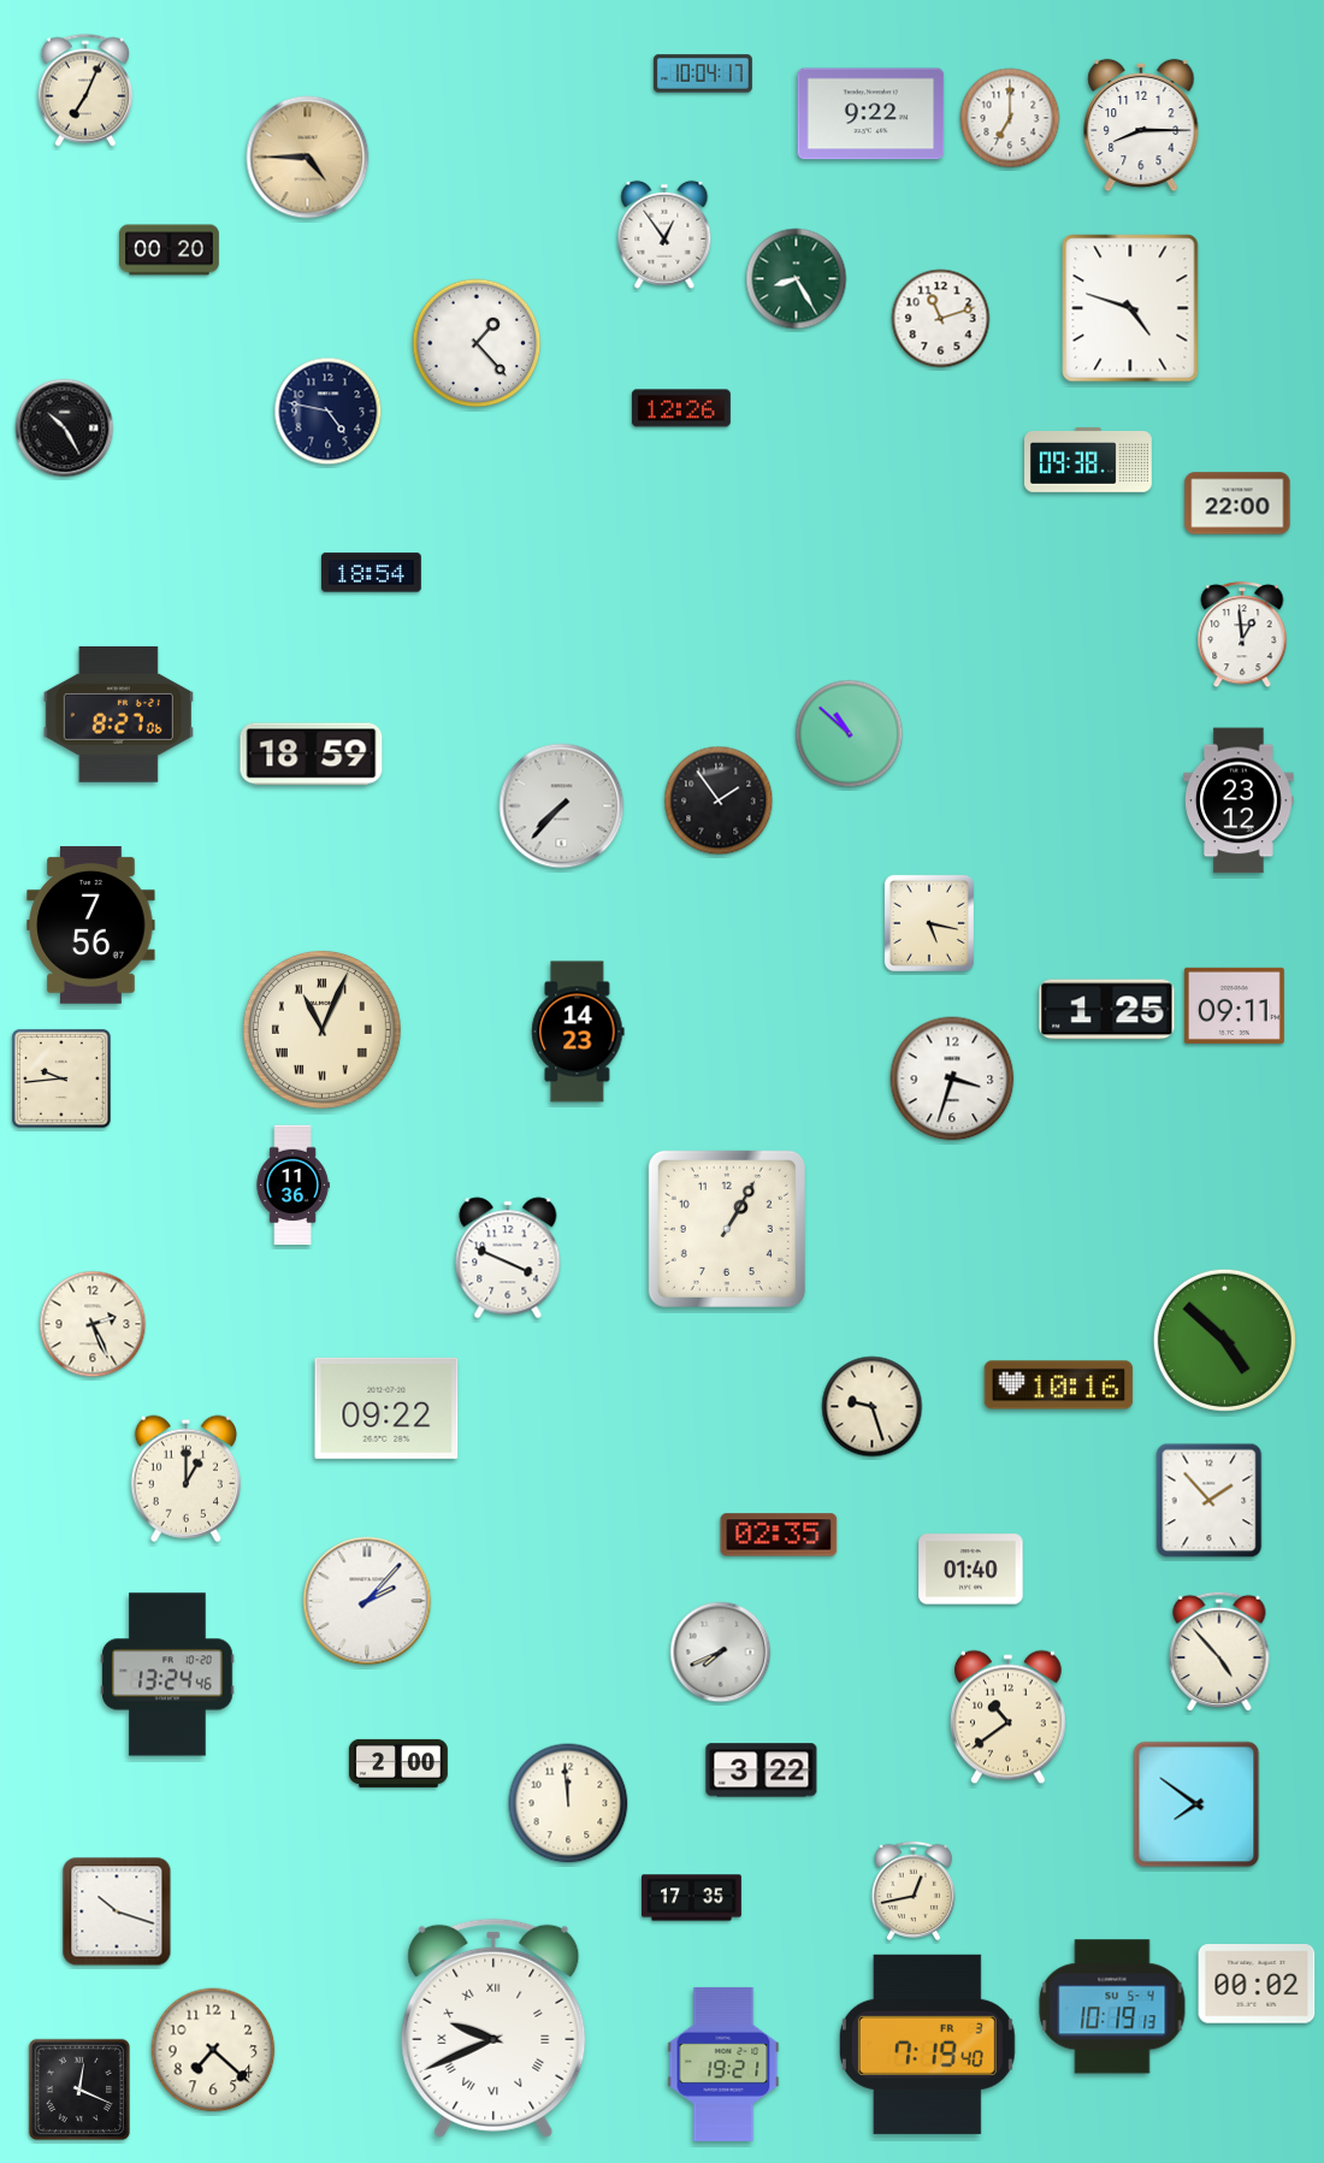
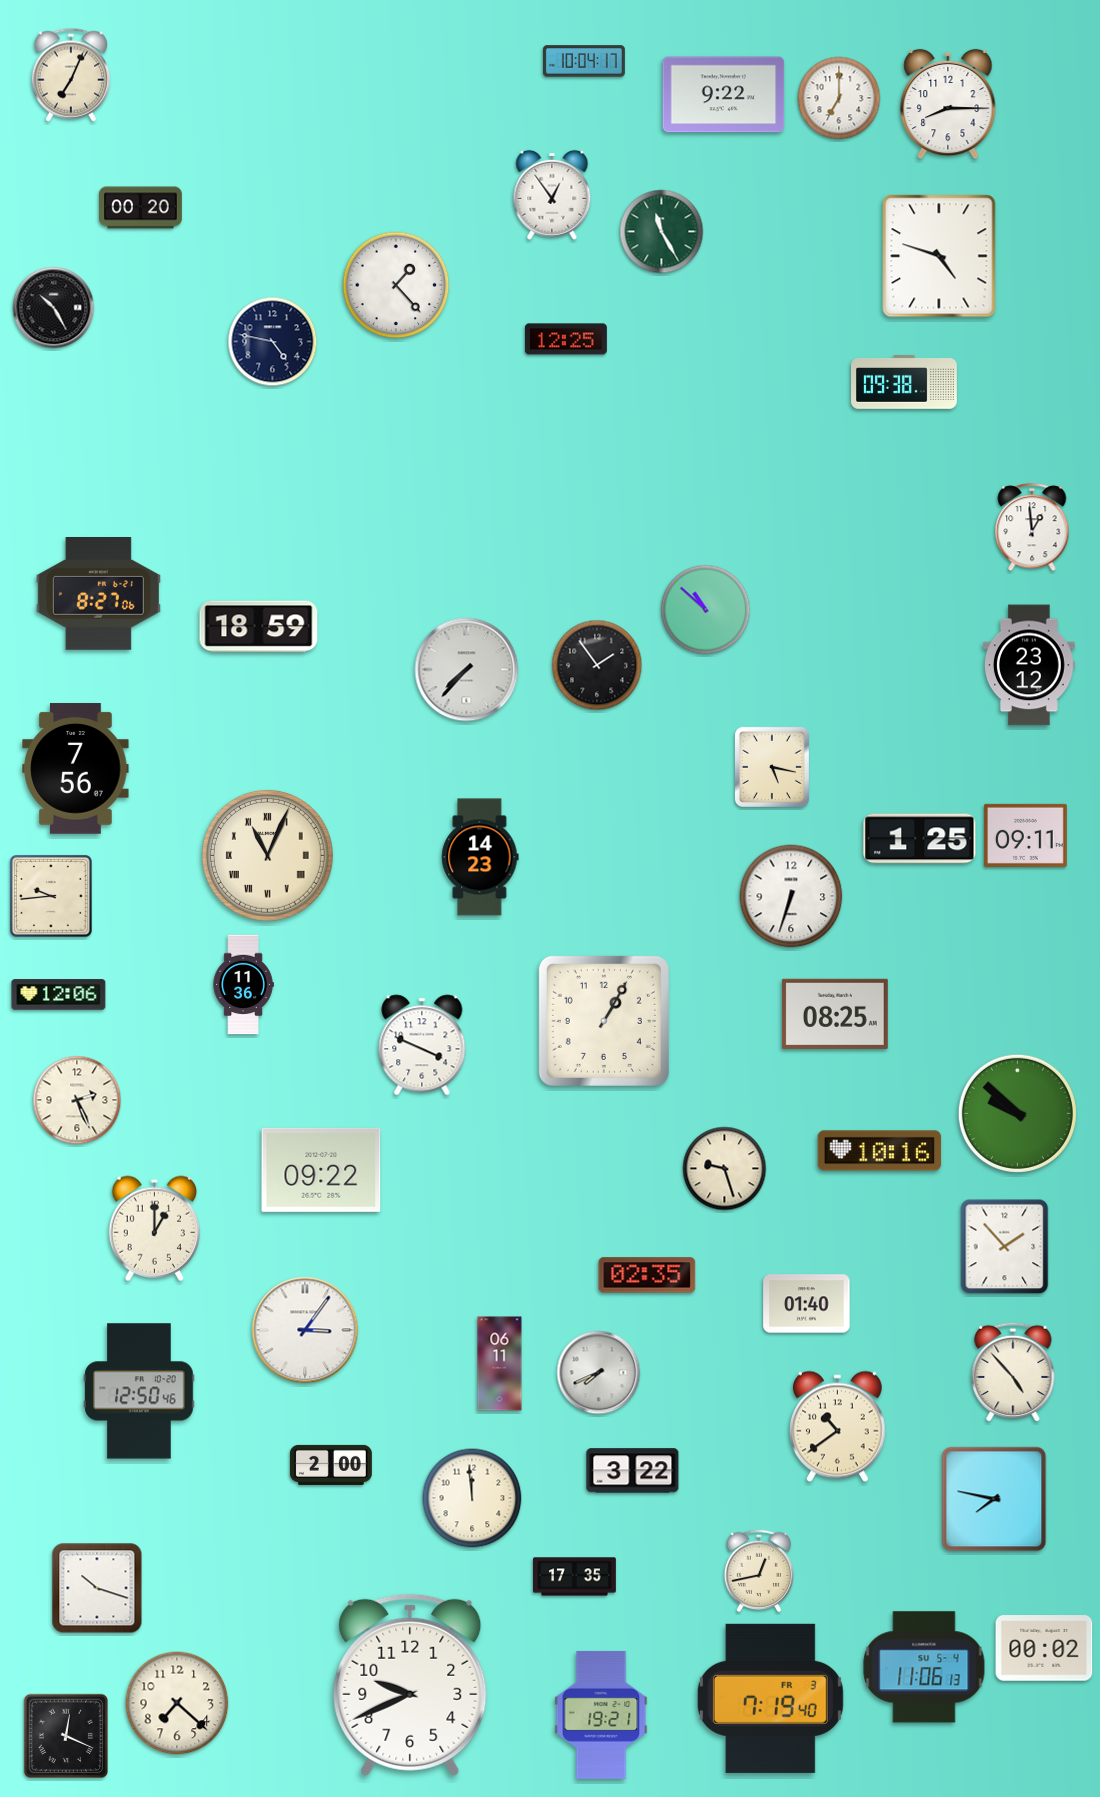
clock at (308, 158): 4:45 -> none
clock at (797, 279): 8:25 -> 11:25
clock at (941, 319): 11:12 -> none
clock at (681, 408): 12:26 -> 12:25
clock at (65, 429) position: (65, 429) -> (54, 308)
clock at (1237, 503): 22:00 -> none
clock at (371, 573): 18:54 -> none
clock at (952, 1078): 3:33 -> 6:33
clock at (59, 995): none -> 12:06
clock at (835, 1014): none -> 08:25
clock at (1224, 1340): 4:52 -> 9:52
clock at (367, 1601): 2:07 -> 3:06
clock at (500, 1364): none -> 06:11
clock at (167, 1674): 13:24 -> 12:50
clock at (1196, 1804): 7:51 -> 7:47
clock at (1112, 2007): 10:19 -> 11:06
clock at (493, 2028) numerals: Roman -> Arabic
